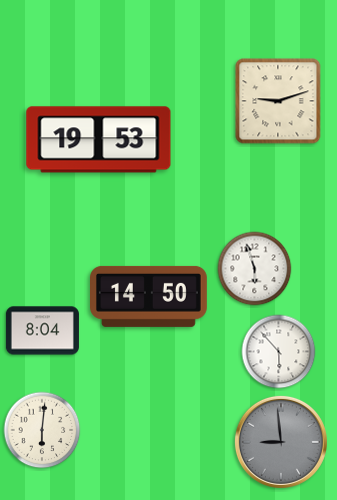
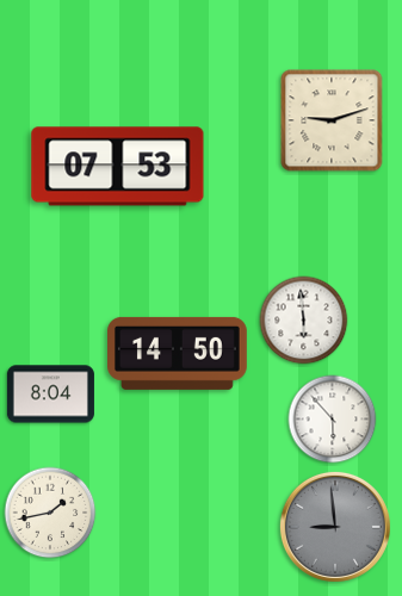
clock at (99, 140): 19:53 -> 07:53
clock at (255, 269): 5:57 -> 5:59
clock at (42, 430): 6:01 -> 1:43
